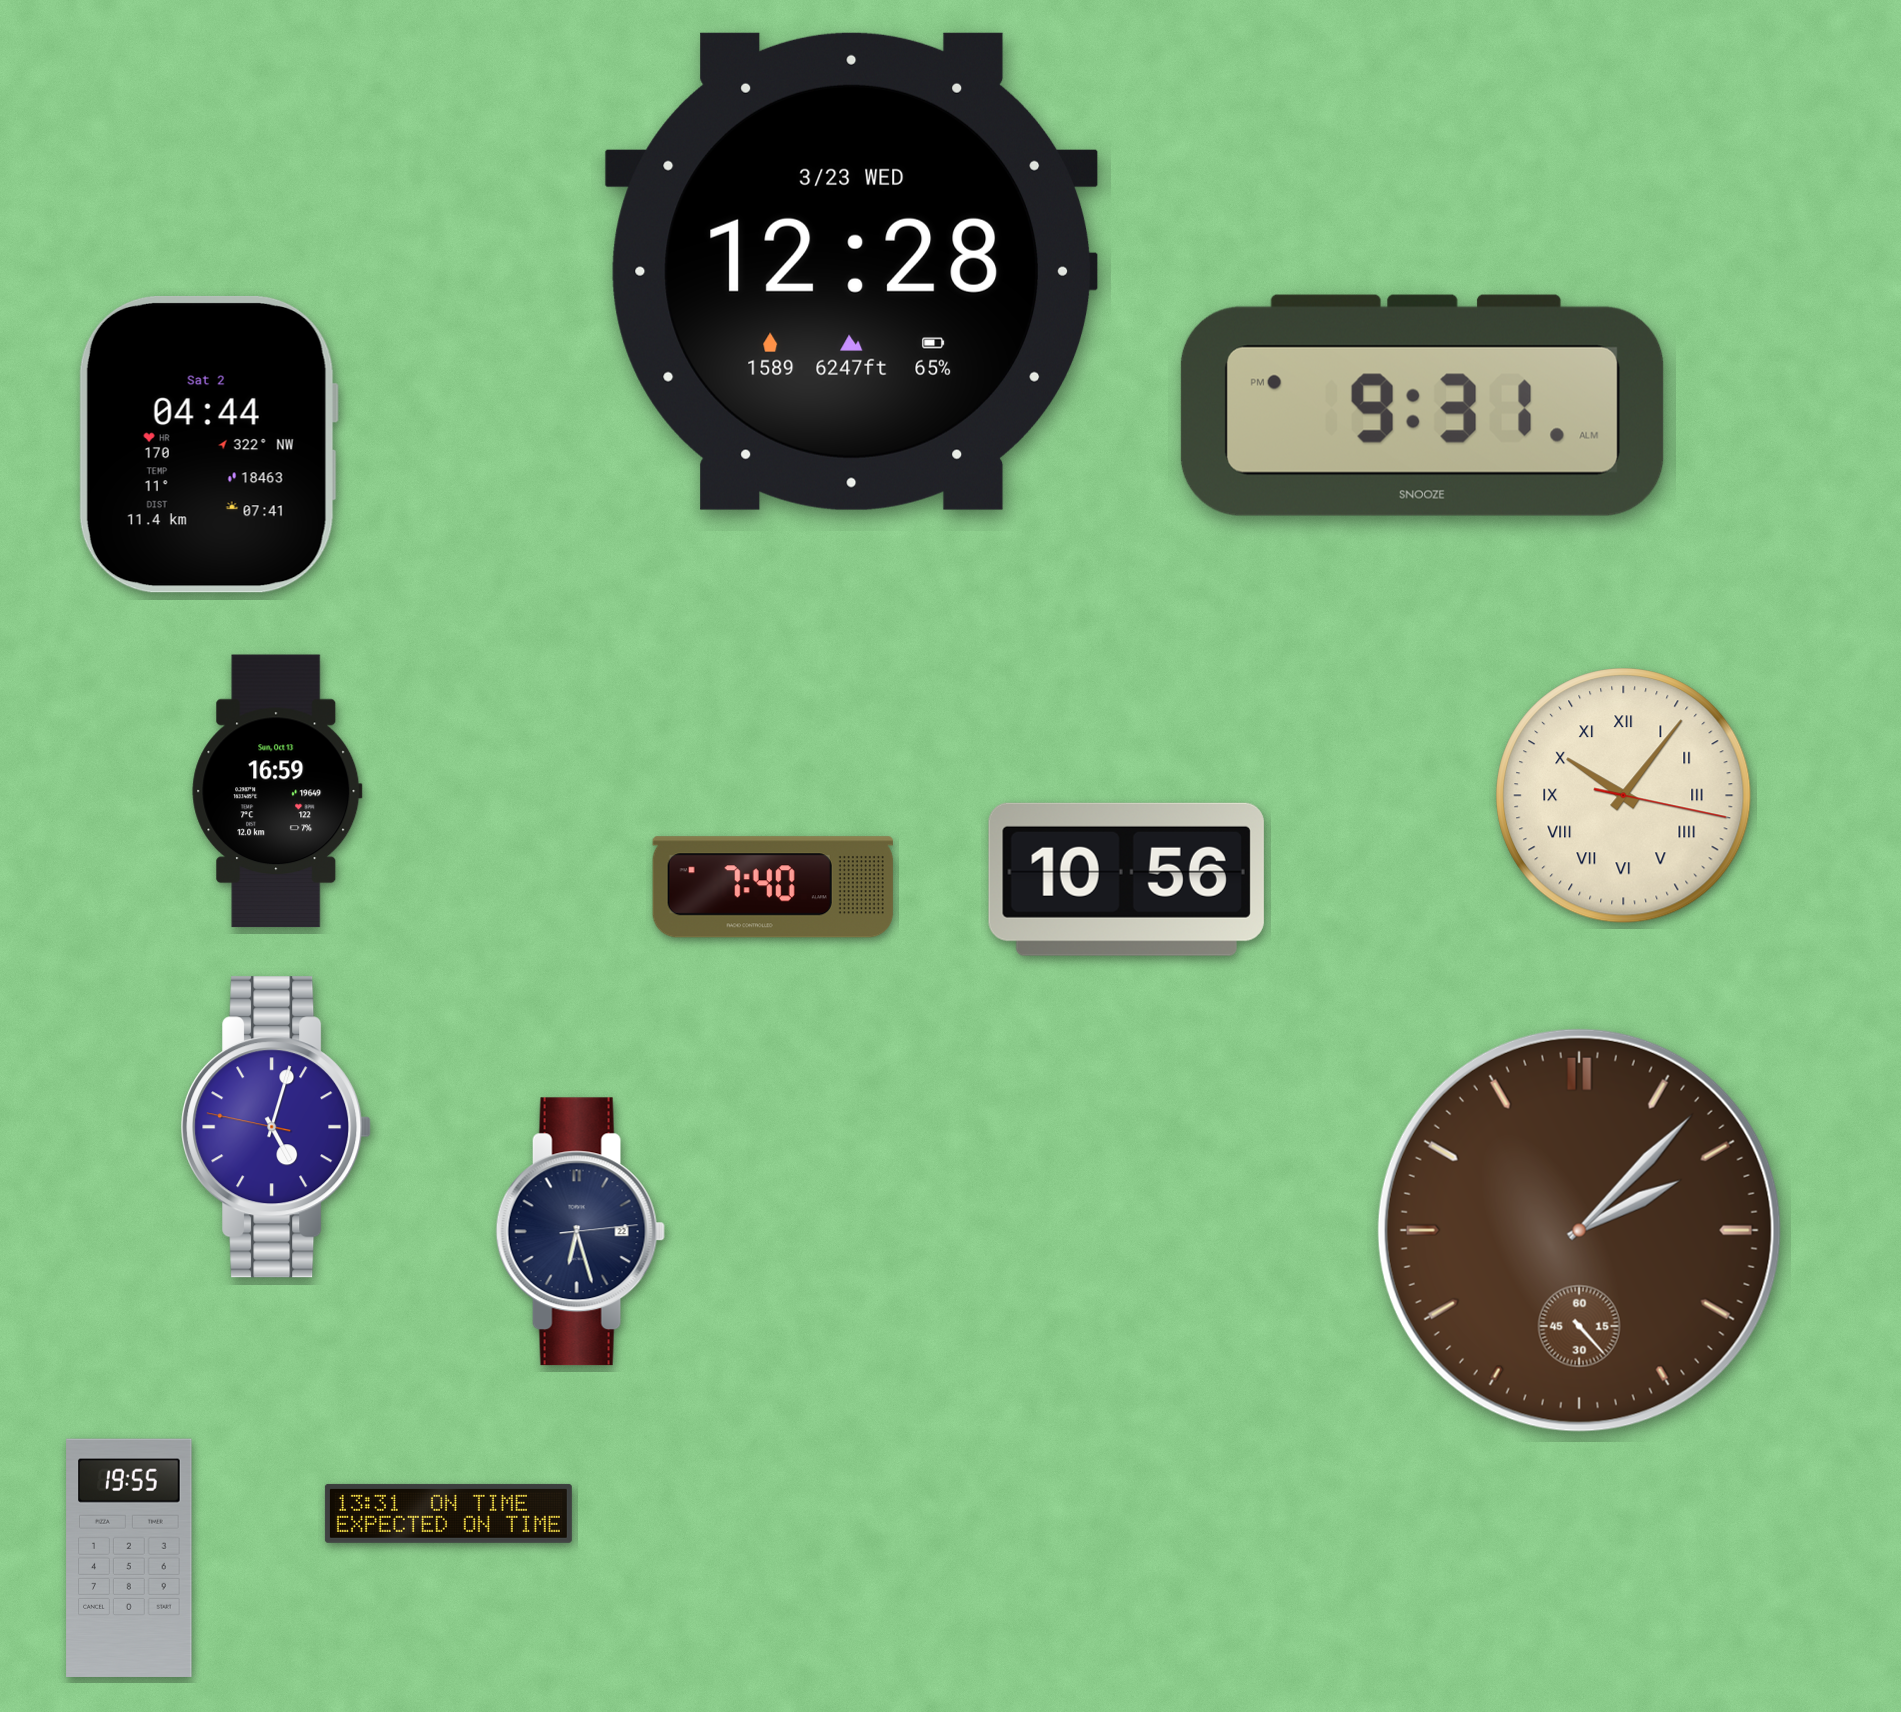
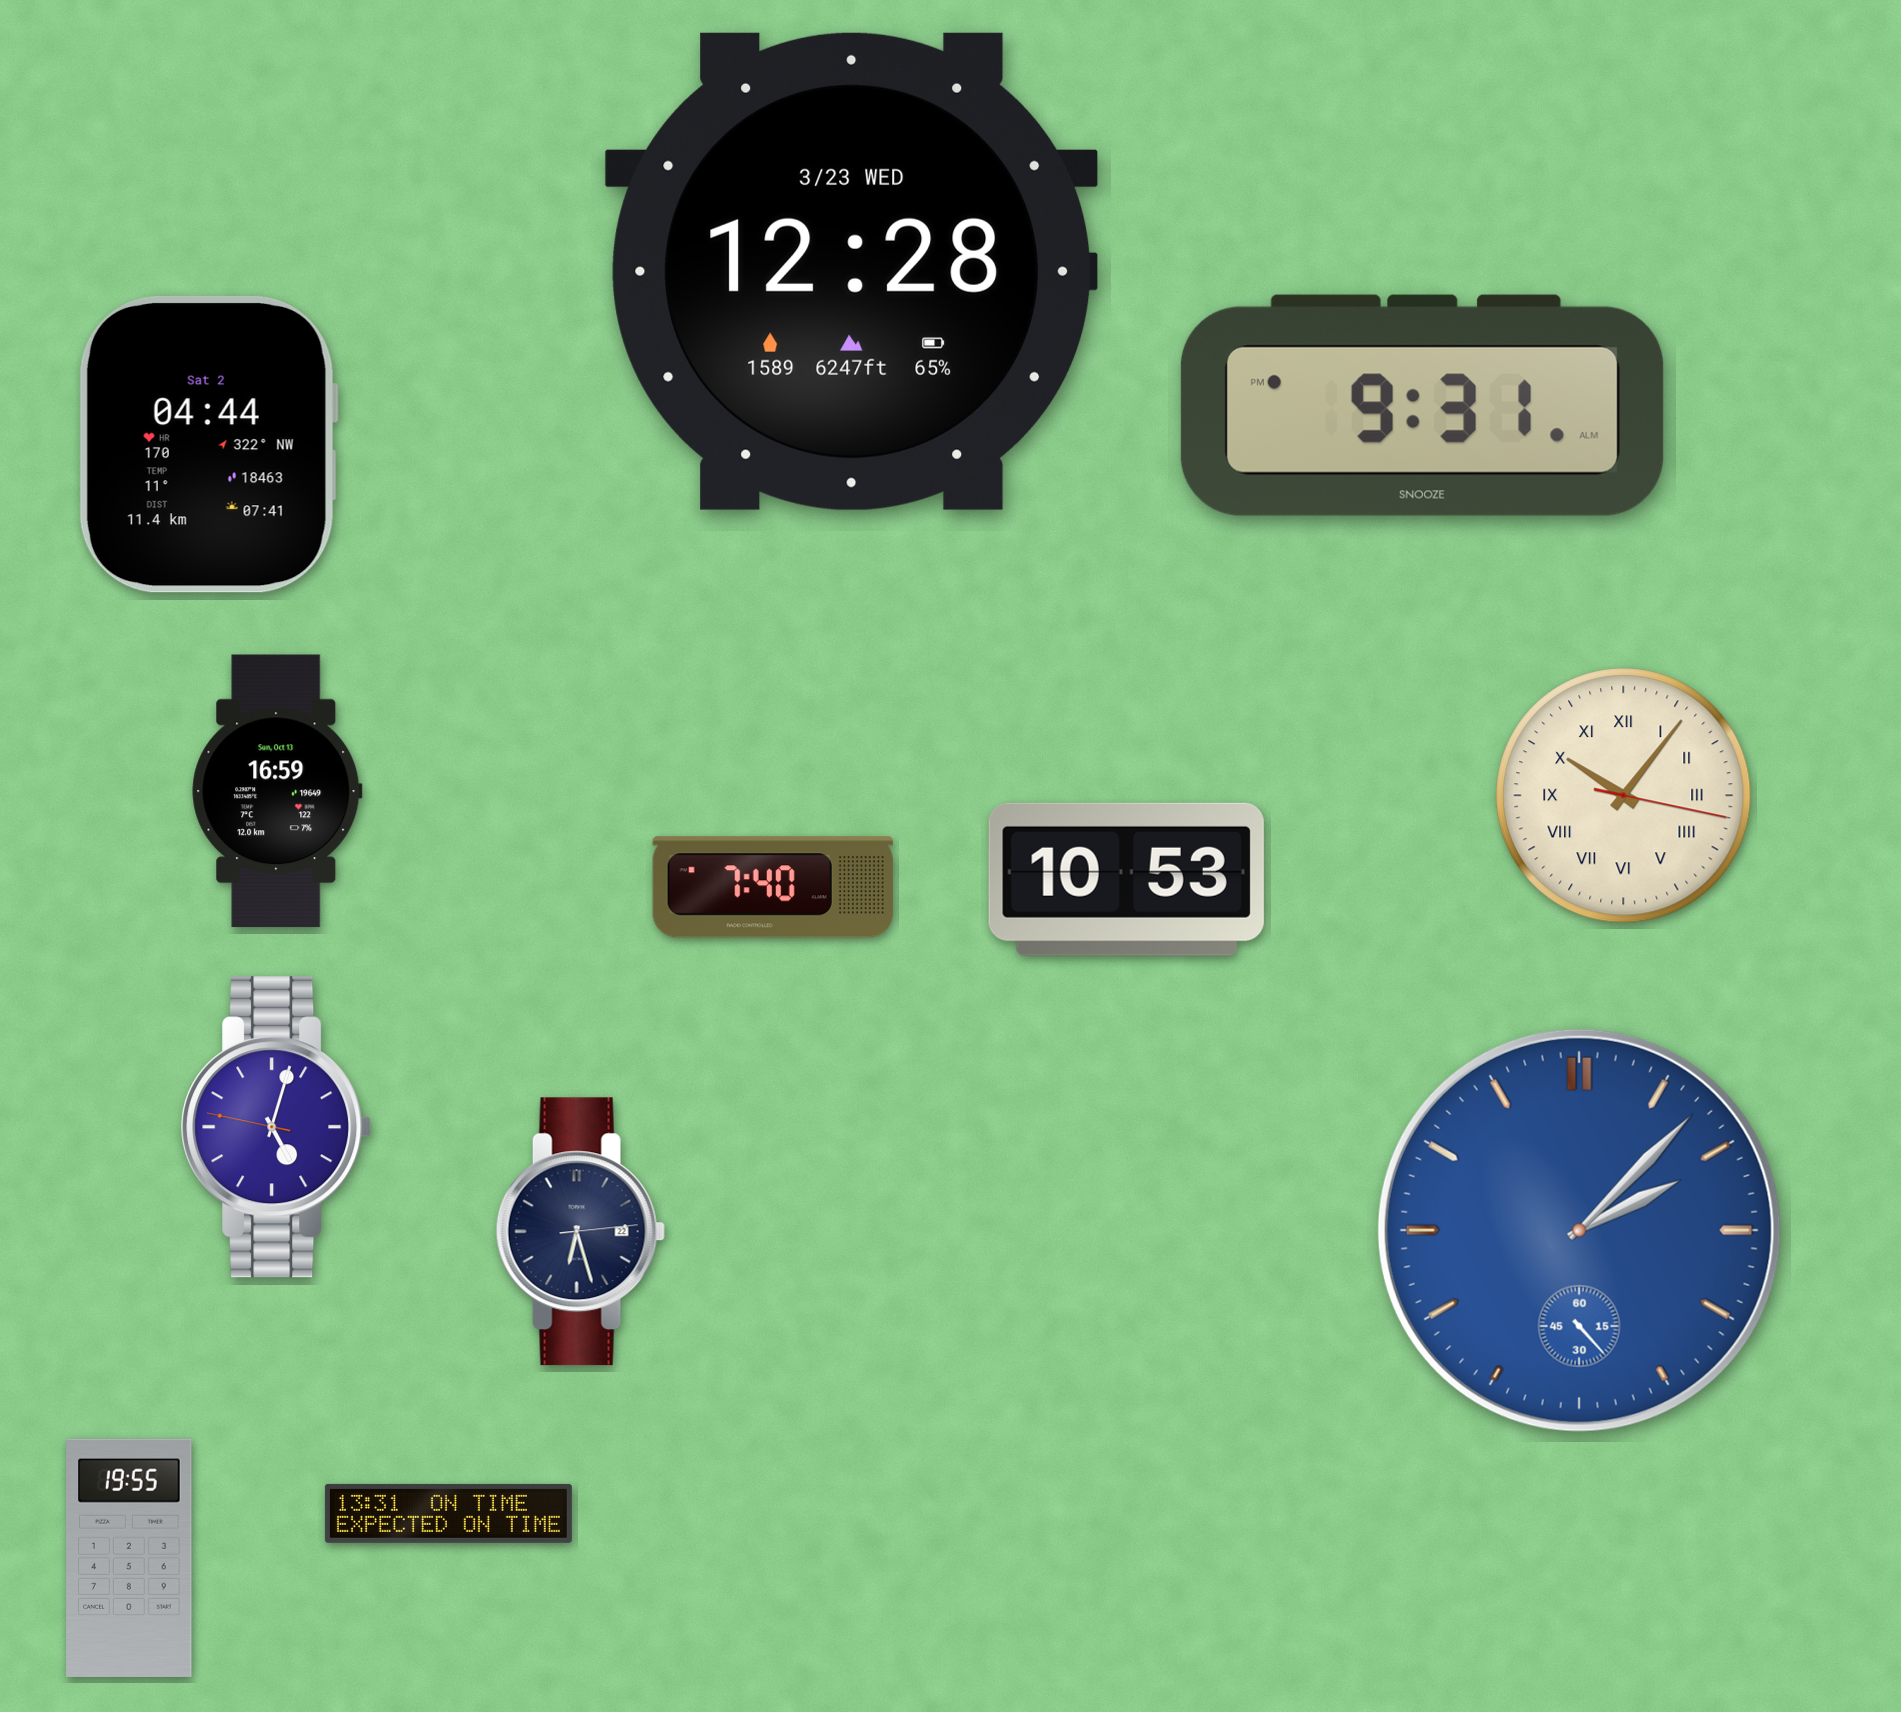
clock at (1126, 879): 10:56 -> 10:53
clock at (1579, 1230) dial: brown -> blue
